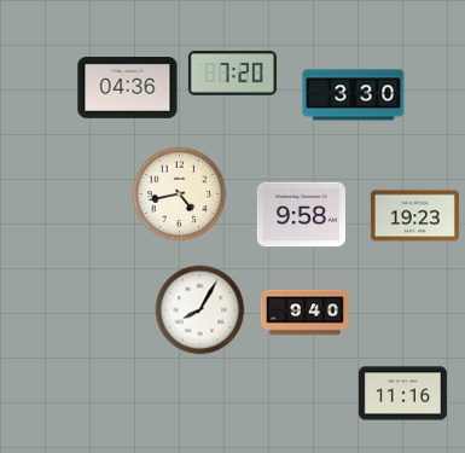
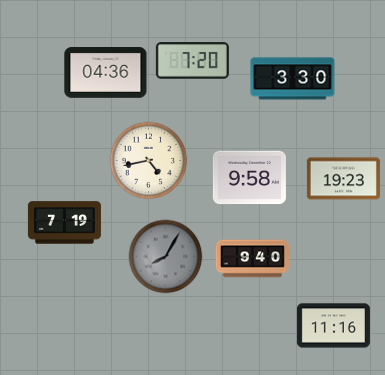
clock at (64, 223): none -> 7:19
clock at (200, 310) dial: white -> grey
